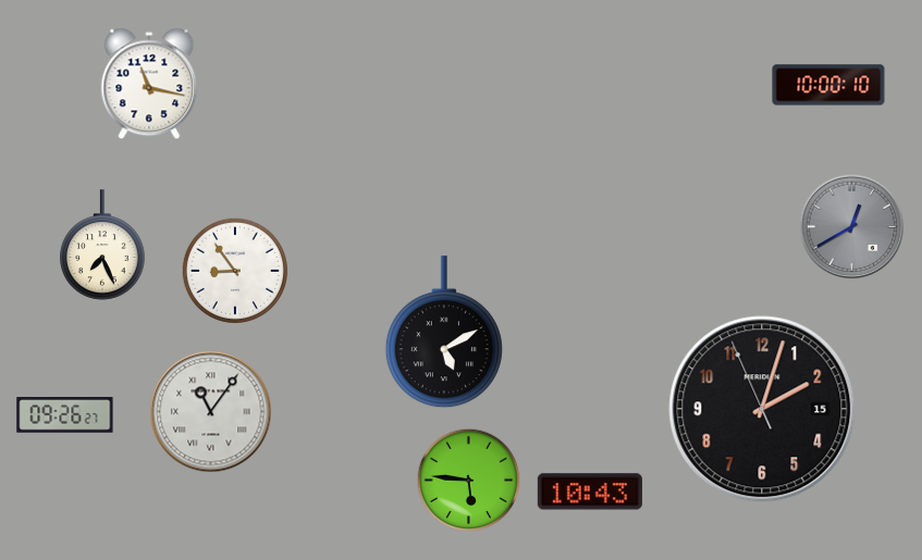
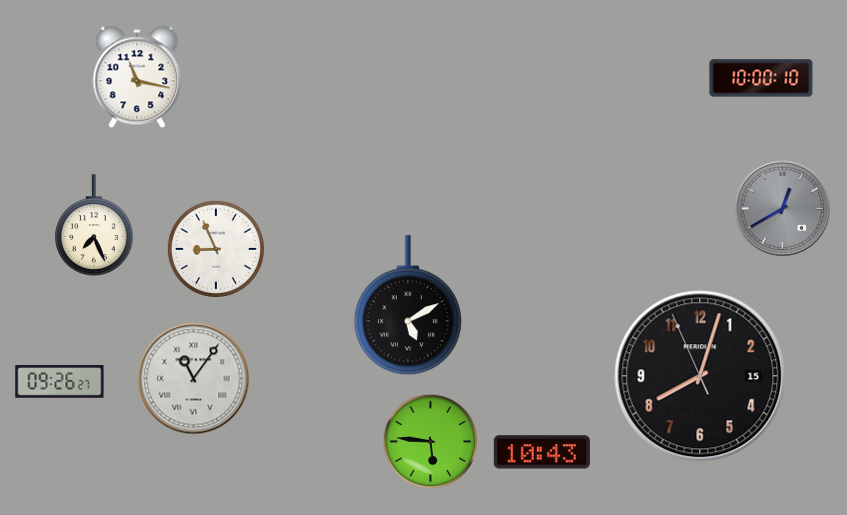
clock at (235, 271): 8:54 -> 8:56
clock at (762, 409): 2:02 -> 8:02
